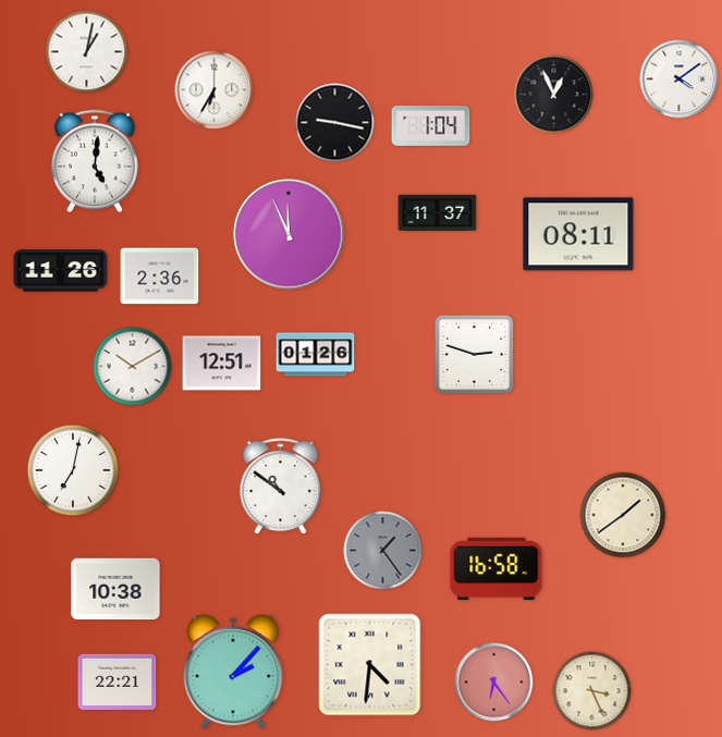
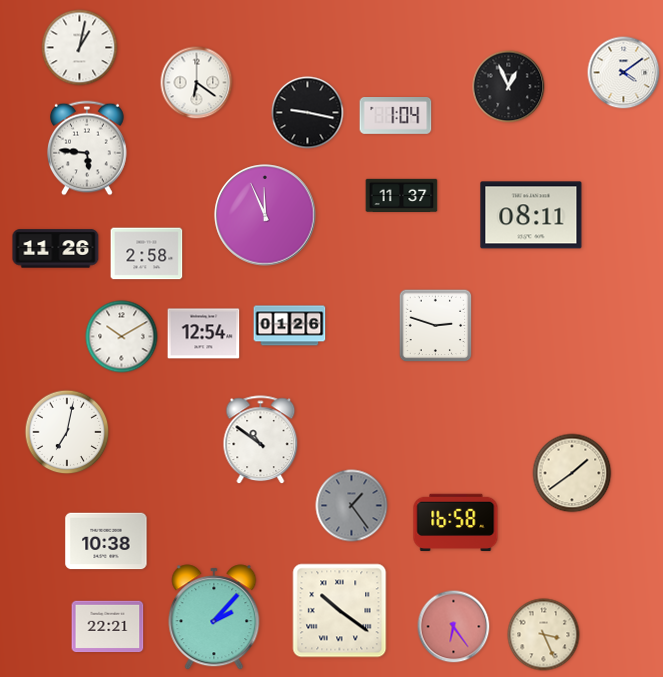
clock at (215, 90): 6:35 -> 6:21
clock at (96, 161): 5:01 -> 5:46
clock at (160, 277): 2:36 -> 2:58
clock at (222, 364): 12:51 -> 12:54
clock at (281, 487) position: (281, 487) -> (261, 440)
clock at (370, 665): 4:31 -> 10:21
